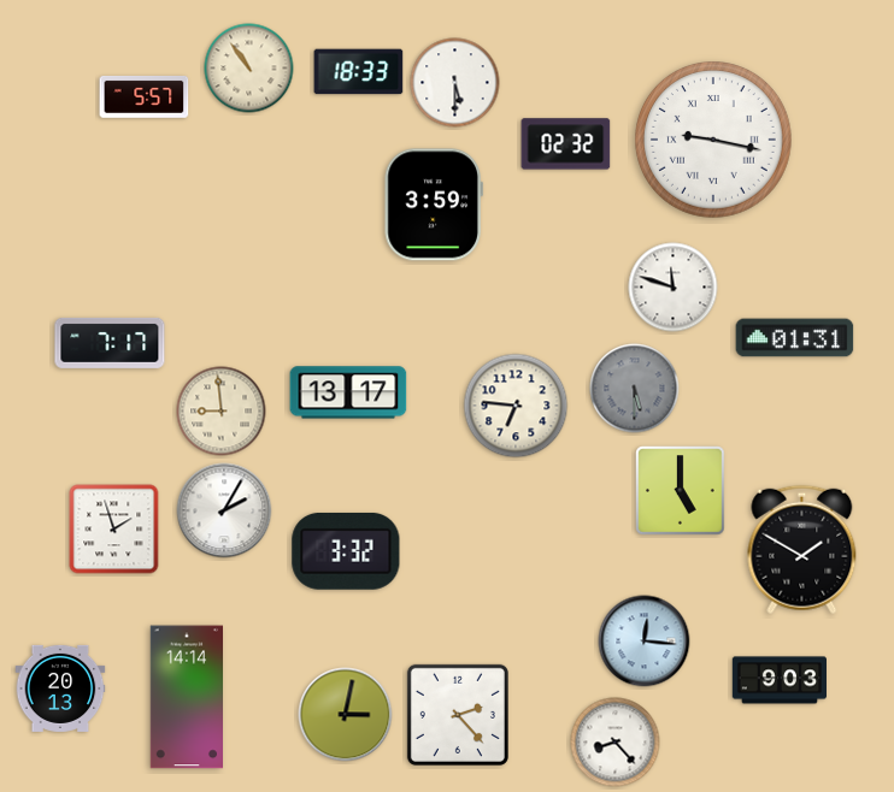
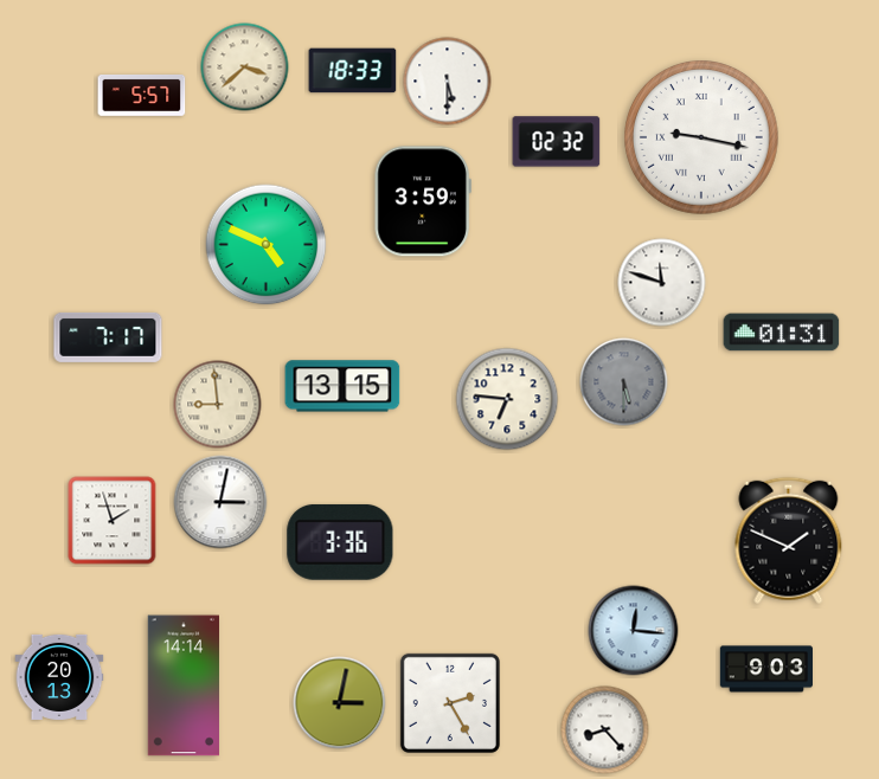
clock at (249, 69): 10:54 -> 3:38
clock at (434, 205) position: (434, 205) -> (423, 201)
clock at (267, 245): none -> 4:49
clock at (348, 392): 13:17 -> 13:15
clock at (681, 491): 5:00 -> none
clock at (224, 510): 2:05 -> 3:02
clock at (802, 550): 1:50 -> 1:49
clock at (346, 551): 3:32 -> 3:36
clock at (458, 715): 2:23 -> 2:25
